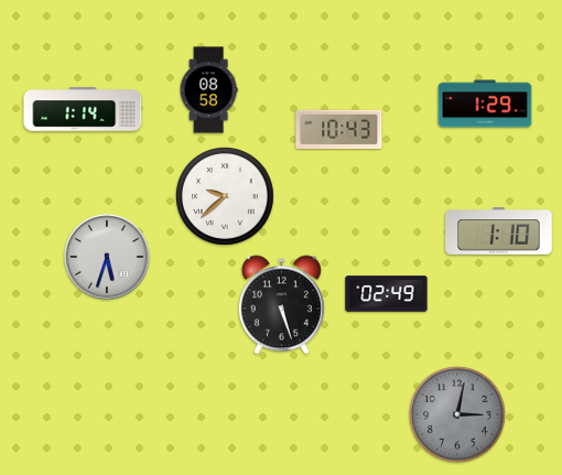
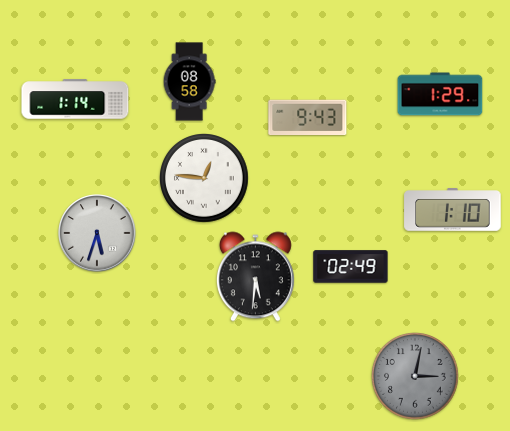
clock at (339, 129): 10:43 -> 9:43
clock at (226, 197): 9:38 -> 12:46
clock at (281, 305): 5:27 -> 5:31
